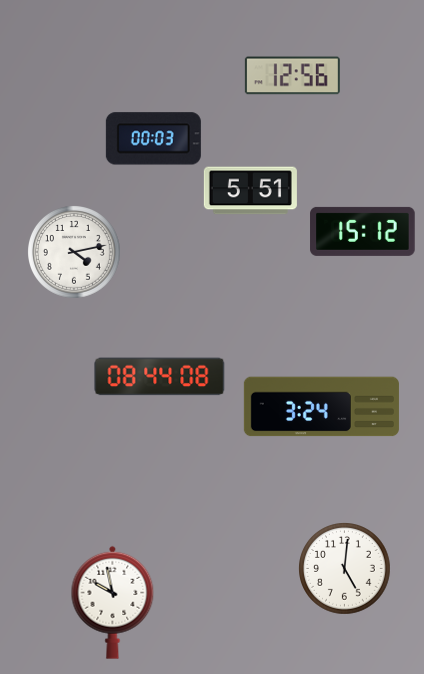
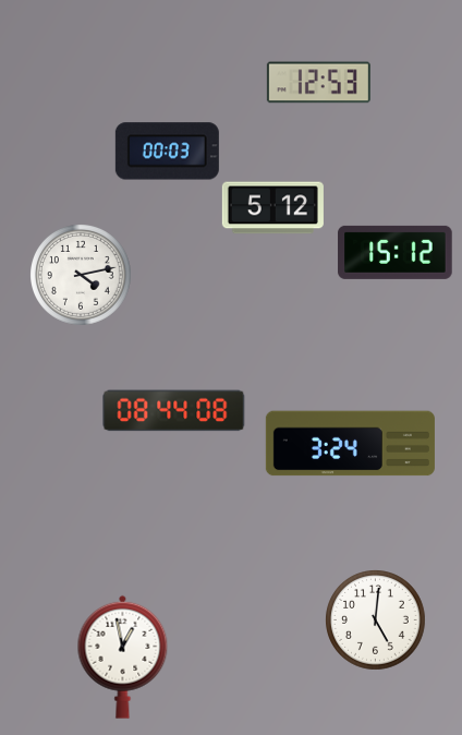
clock at (292, 76): 12:56 -> 12:53
clock at (250, 191): 5:51 -> 5:12
clock at (113, 602): 9:58 -> 12:58
